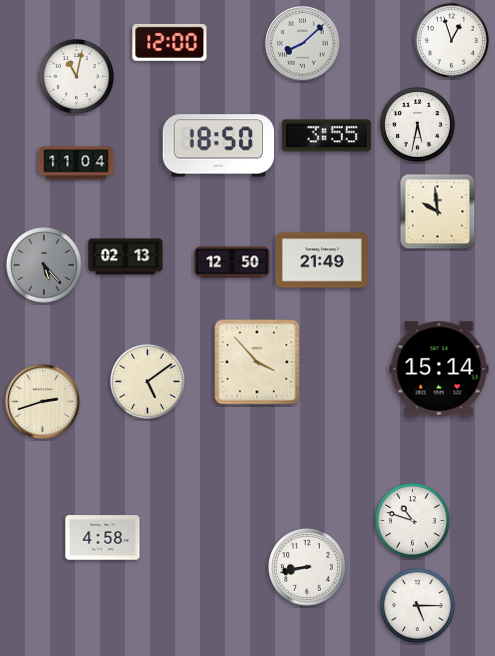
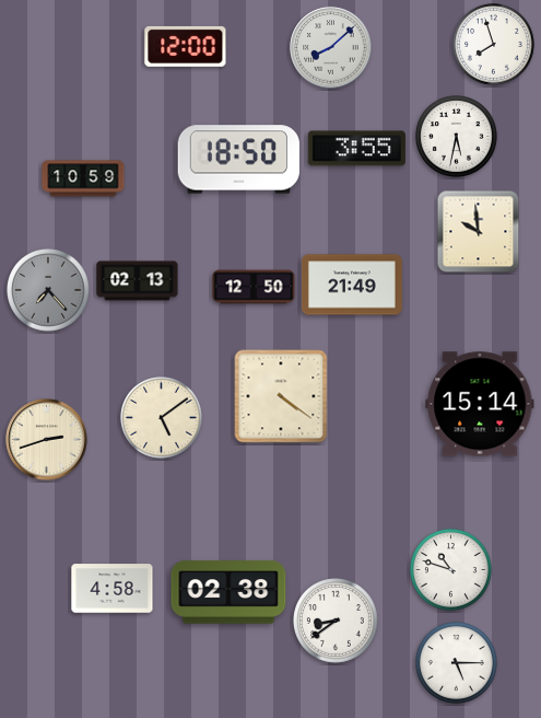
clock at (452, 41): 12:57 -> 7:57
clock at (77, 77): 11:02 -> none
clock at (76, 163): 11:04 -> 10:59
clock at (45, 266): 5:23 -> 7:23
clock at (257, 362): 3:53 -> 4:21
clock at (228, 592): none -> 02:38
clock at (308, 568): 8:43 -> 8:39
